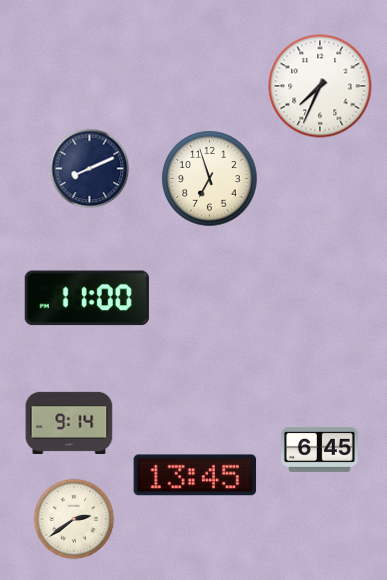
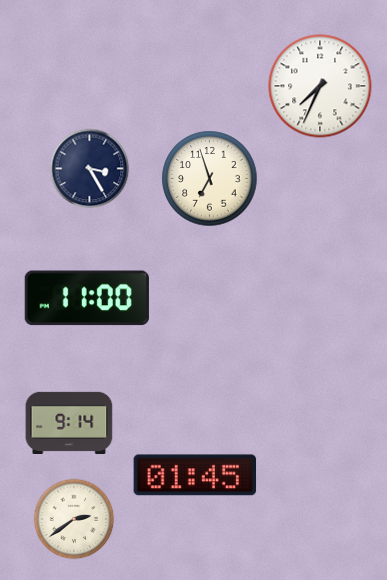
clock at (90, 169): 8:11 -> 3:25
clock at (320, 449): 6:45 -> none
clock at (195, 475): 13:45 -> 01:45
